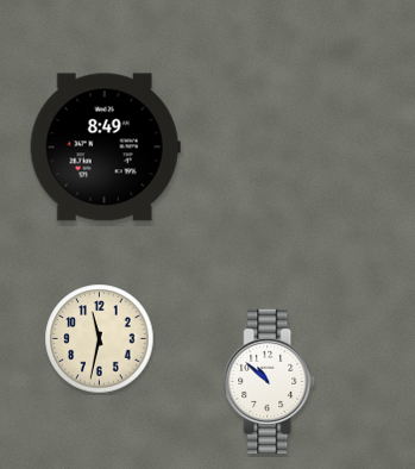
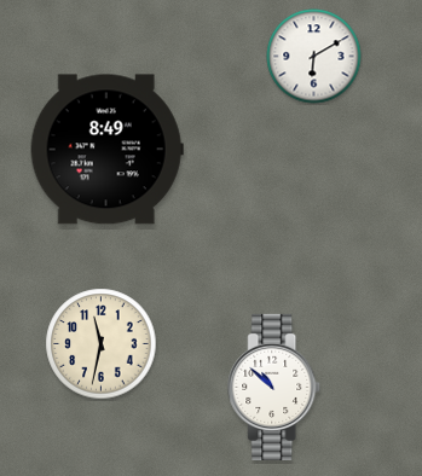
clock at (314, 57): none -> 6:10
